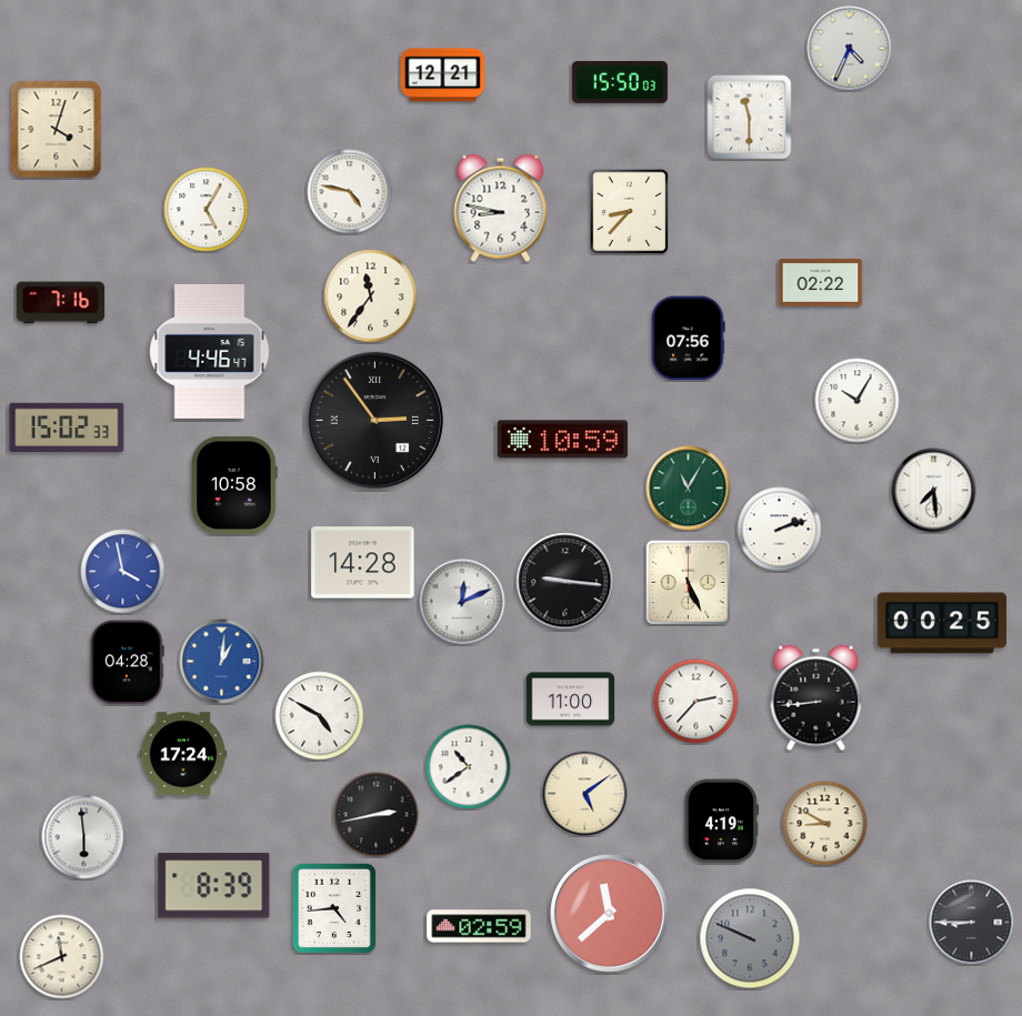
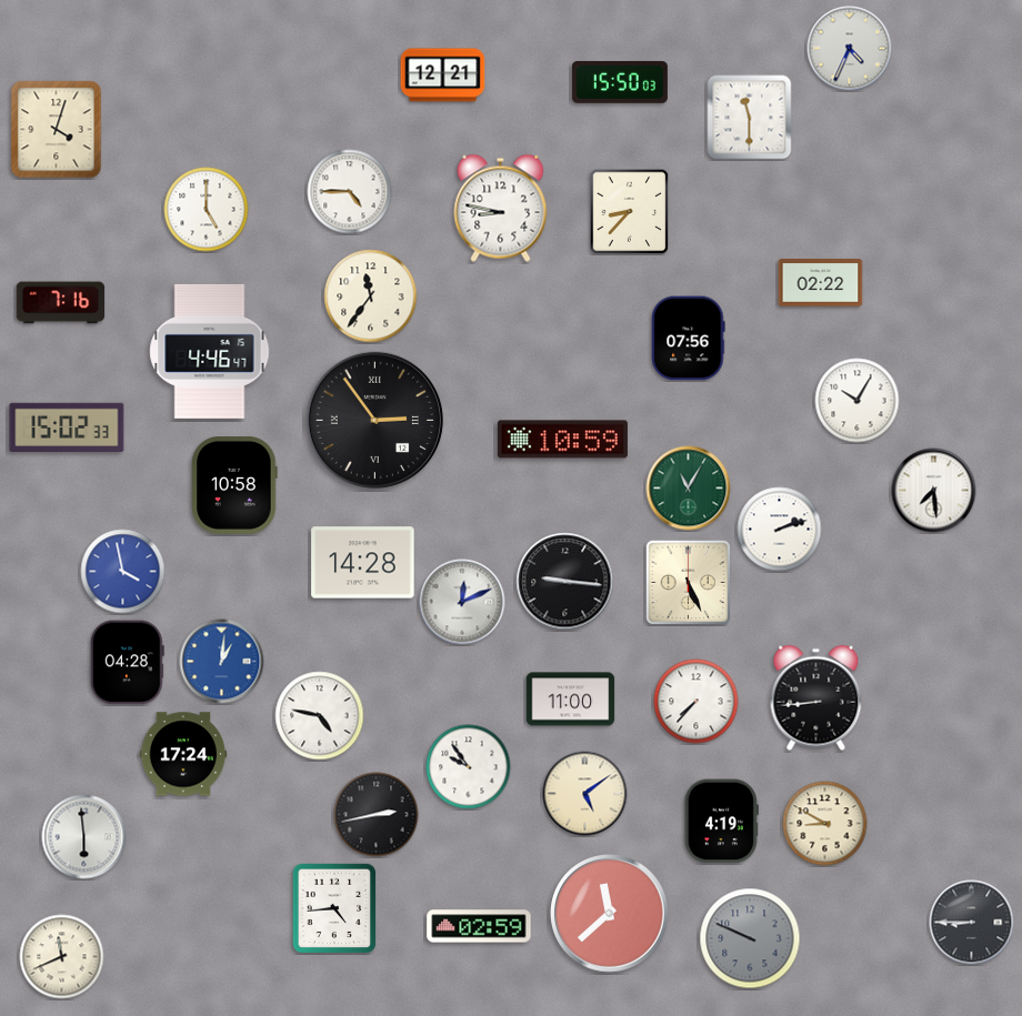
clock at (350, 192): 4:47 -> 4:45
clock at (207, 210): 5:05 -> 5:00
clock at (942, 623): 00:25 -> none
clock at (697, 702): 2:37 -> 7:37
clock at (320, 716): 4:50 -> 4:47
clock at (469, 767): 10:39 -> 9:54
clock at (214, 886): 8:39 -> none
